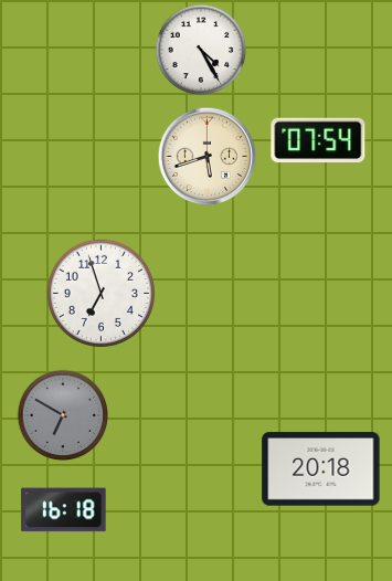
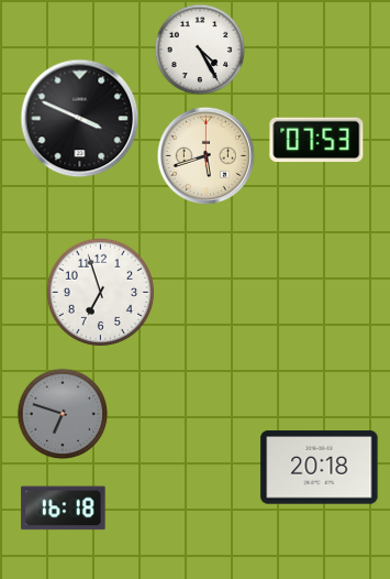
clock at (80, 119): none -> 3:49
clock at (318, 140): 07:54 -> 07:53
clock at (63, 415): 6:50 -> 6:48
